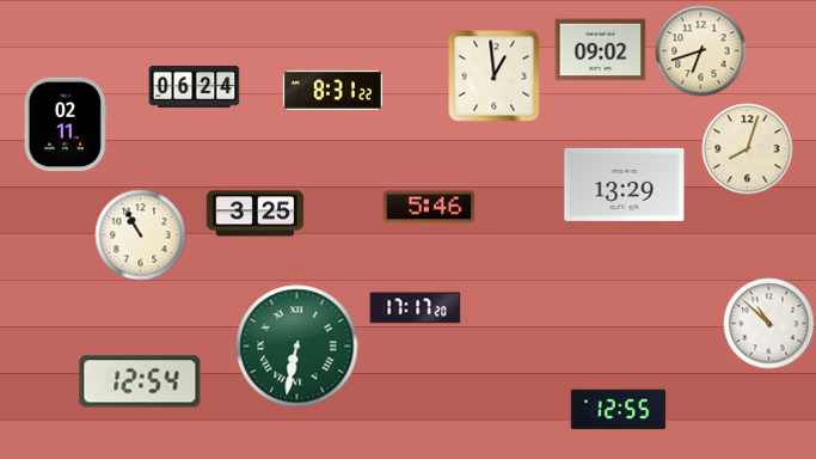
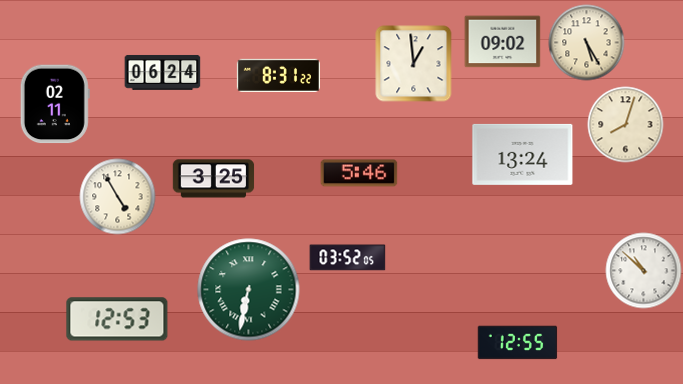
clock at (701, 51): 6:42 -> 5:25
clock at (625, 184): 13:29 -> 13:24
clock at (141, 235): 10:55 -> 4:55
clock at (416, 308): 17:17 -> 03:52
clock at (140, 381): 12:54 -> 12:53
